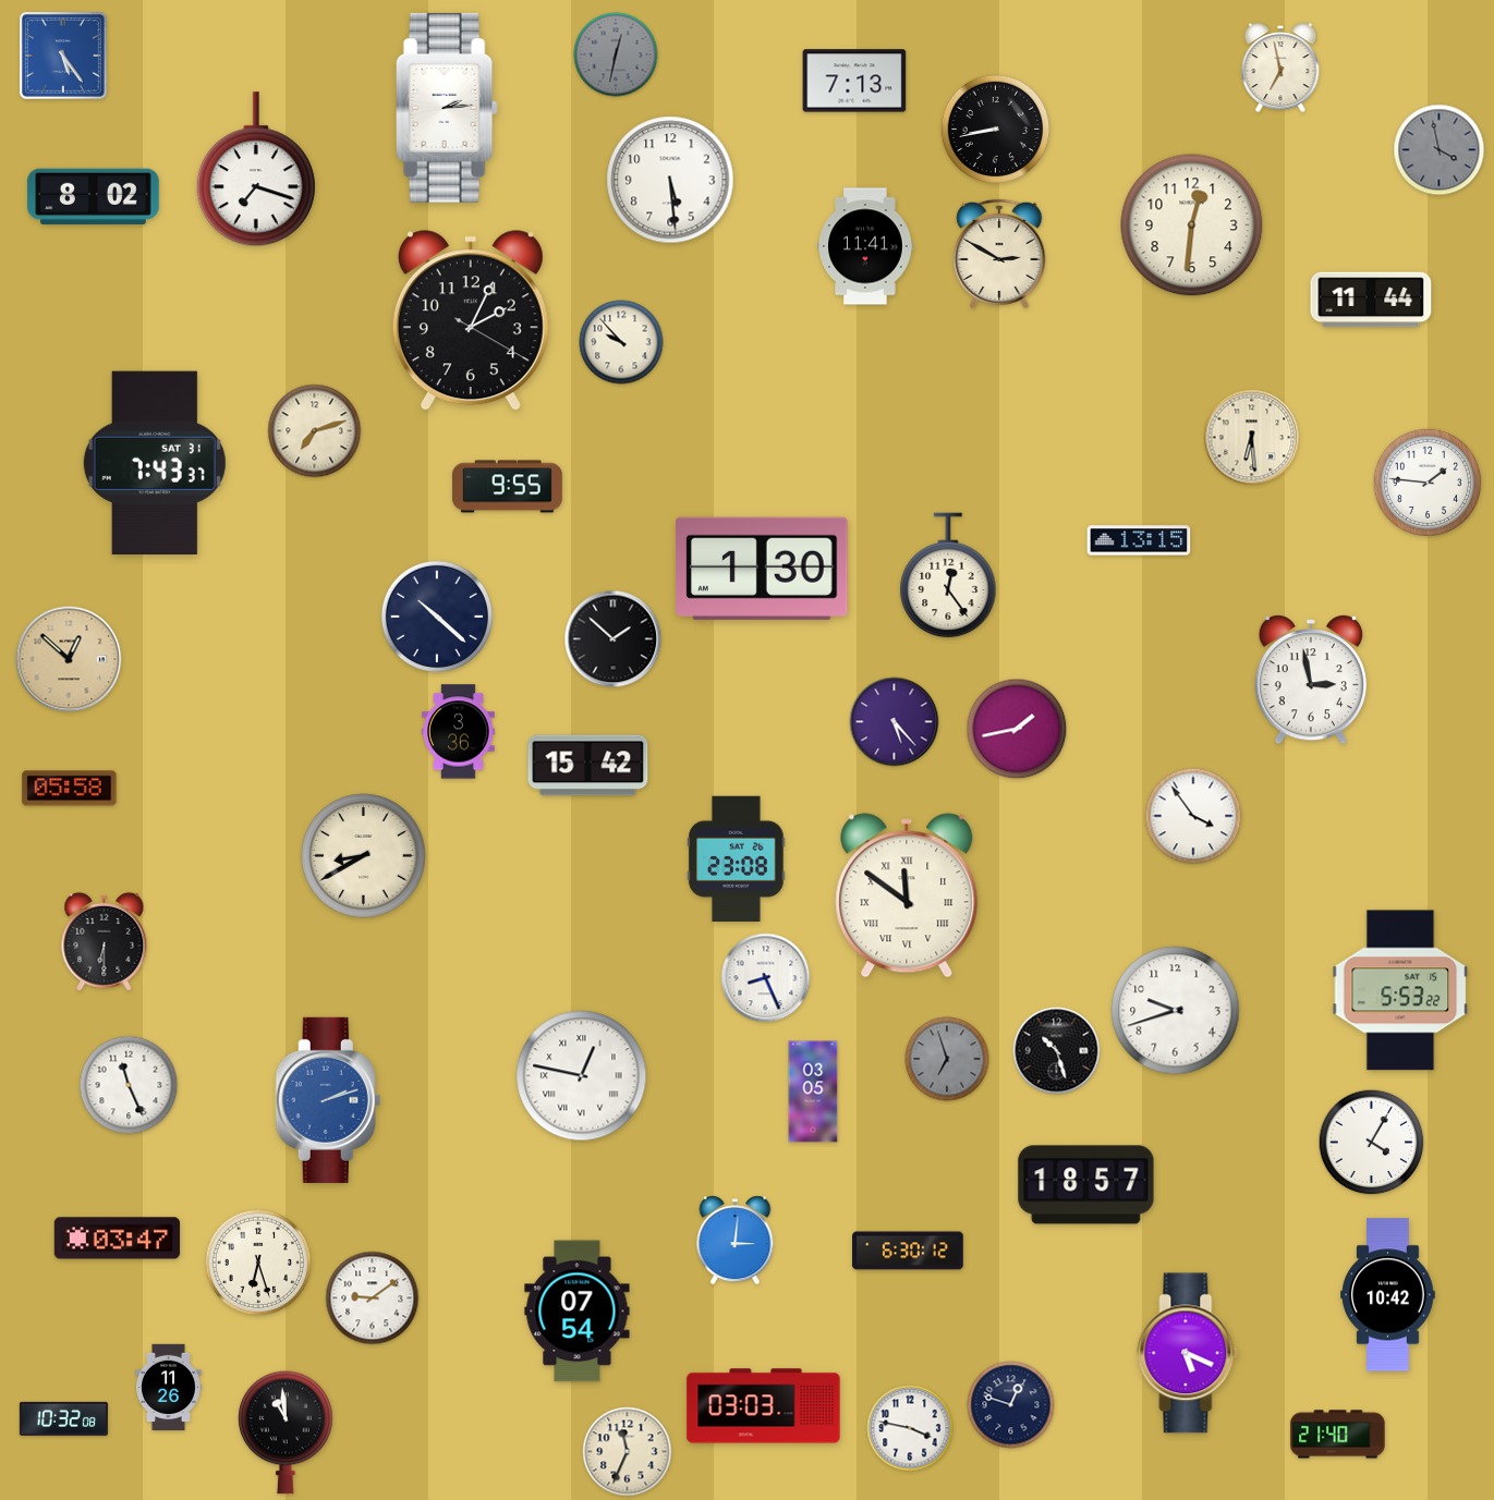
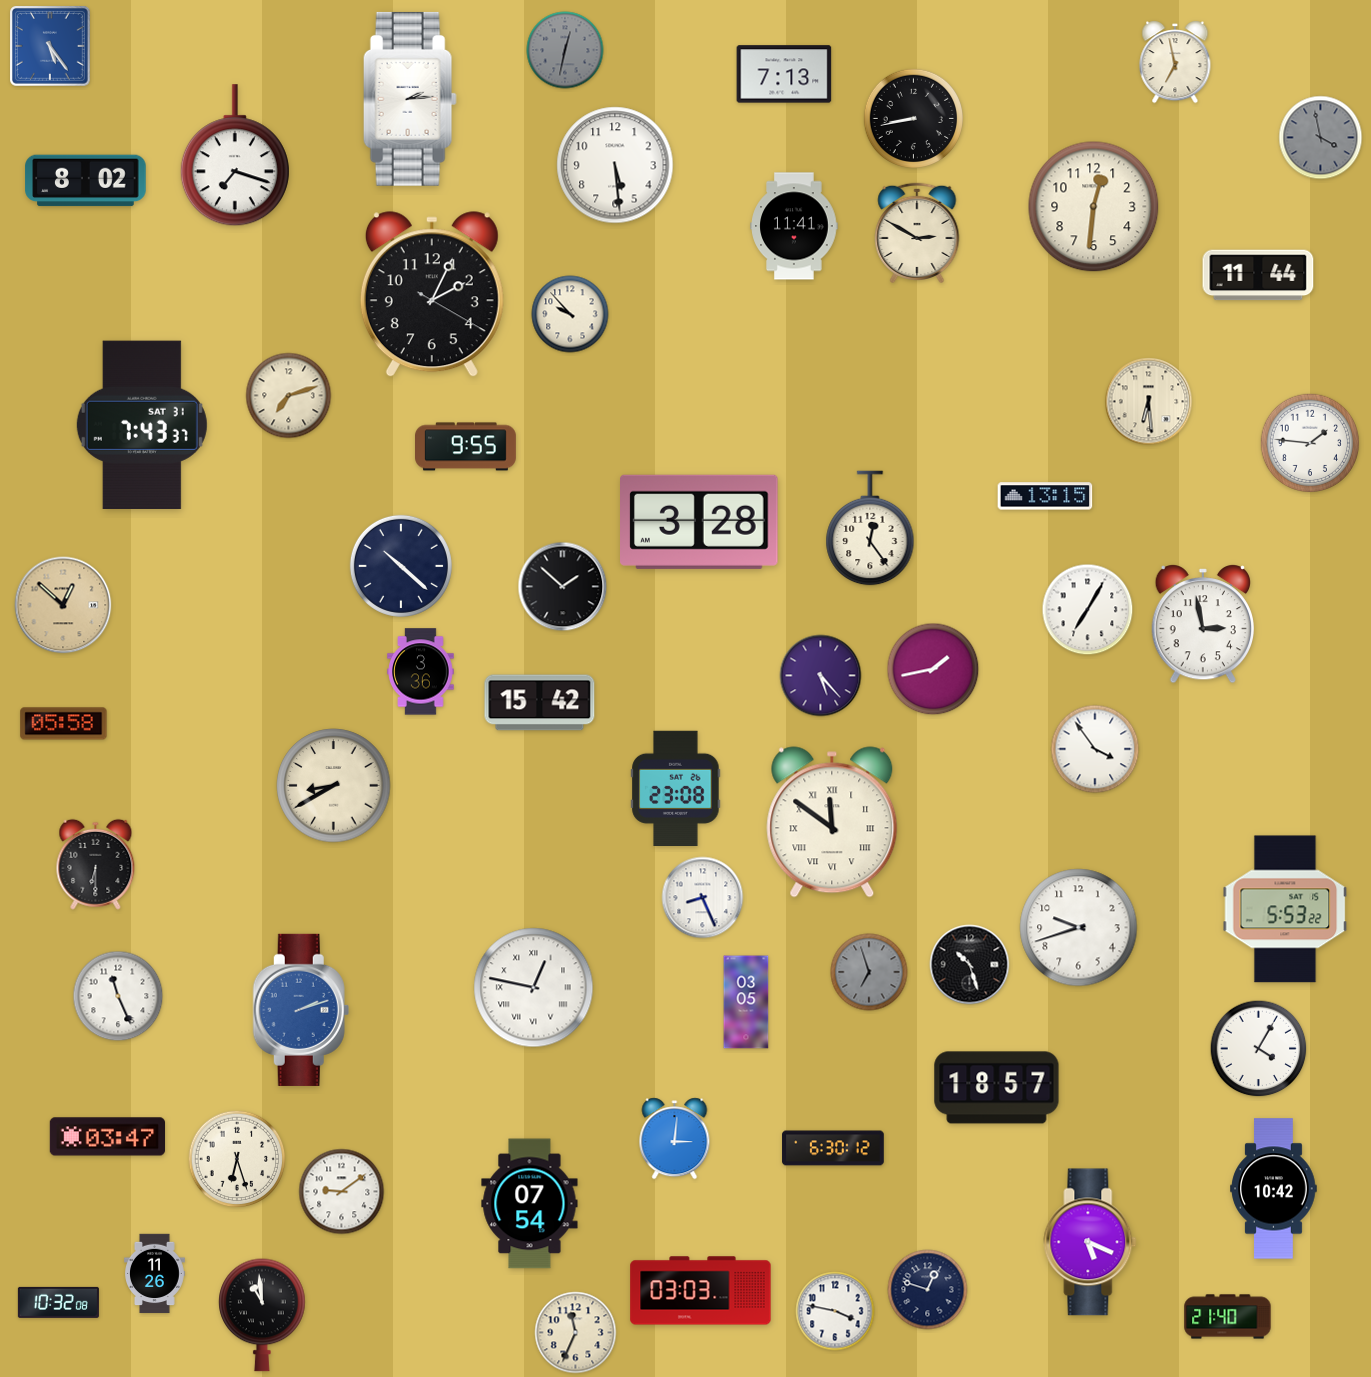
clock at (64, 57) position: (64, 57) -> (51, 47)
clock at (762, 569): 1:30 -> 3:28
clock at (1088, 610): none -> 7:05
clock at (895, 722) position: (895, 722) -> (821, 676)
